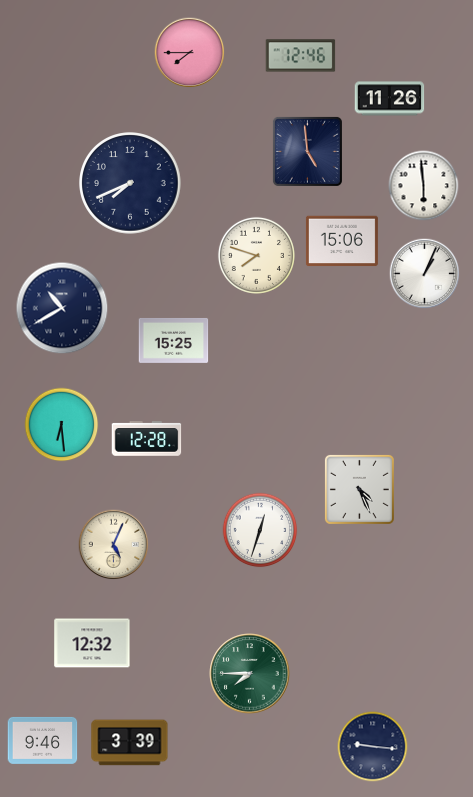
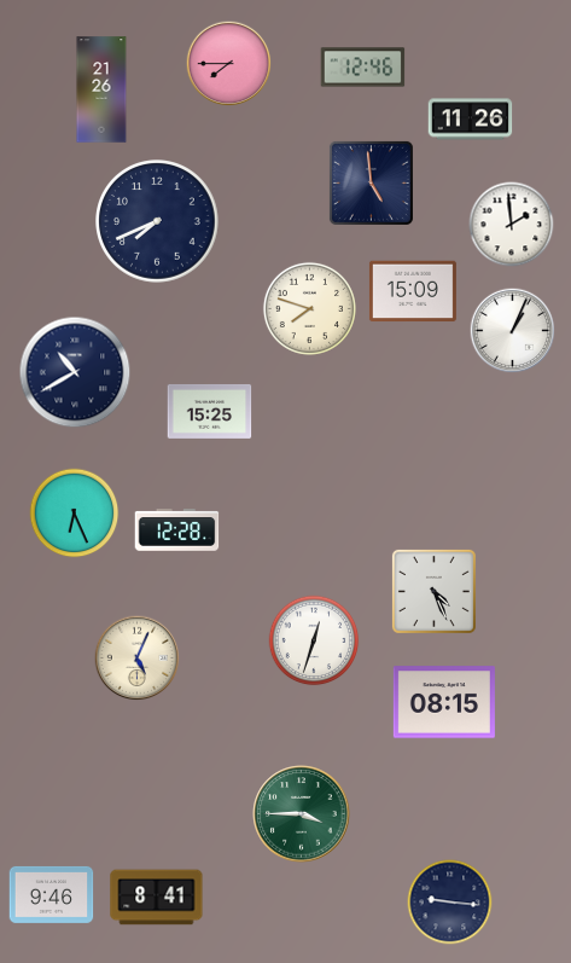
clock at (101, 89): none -> 21:26
clock at (424, 186): 5:59 -> 1:59
clock at (342, 241): 15:06 -> 15:09
clock at (62, 425): 6:29 -> 6:26
clock at (444, 702): none -> 08:15
clock at (92, 643): 12:32 -> none
clock at (250, 674): 7:45 -> 3:45
clock at (130, 743): 3:39 -> 8:41
